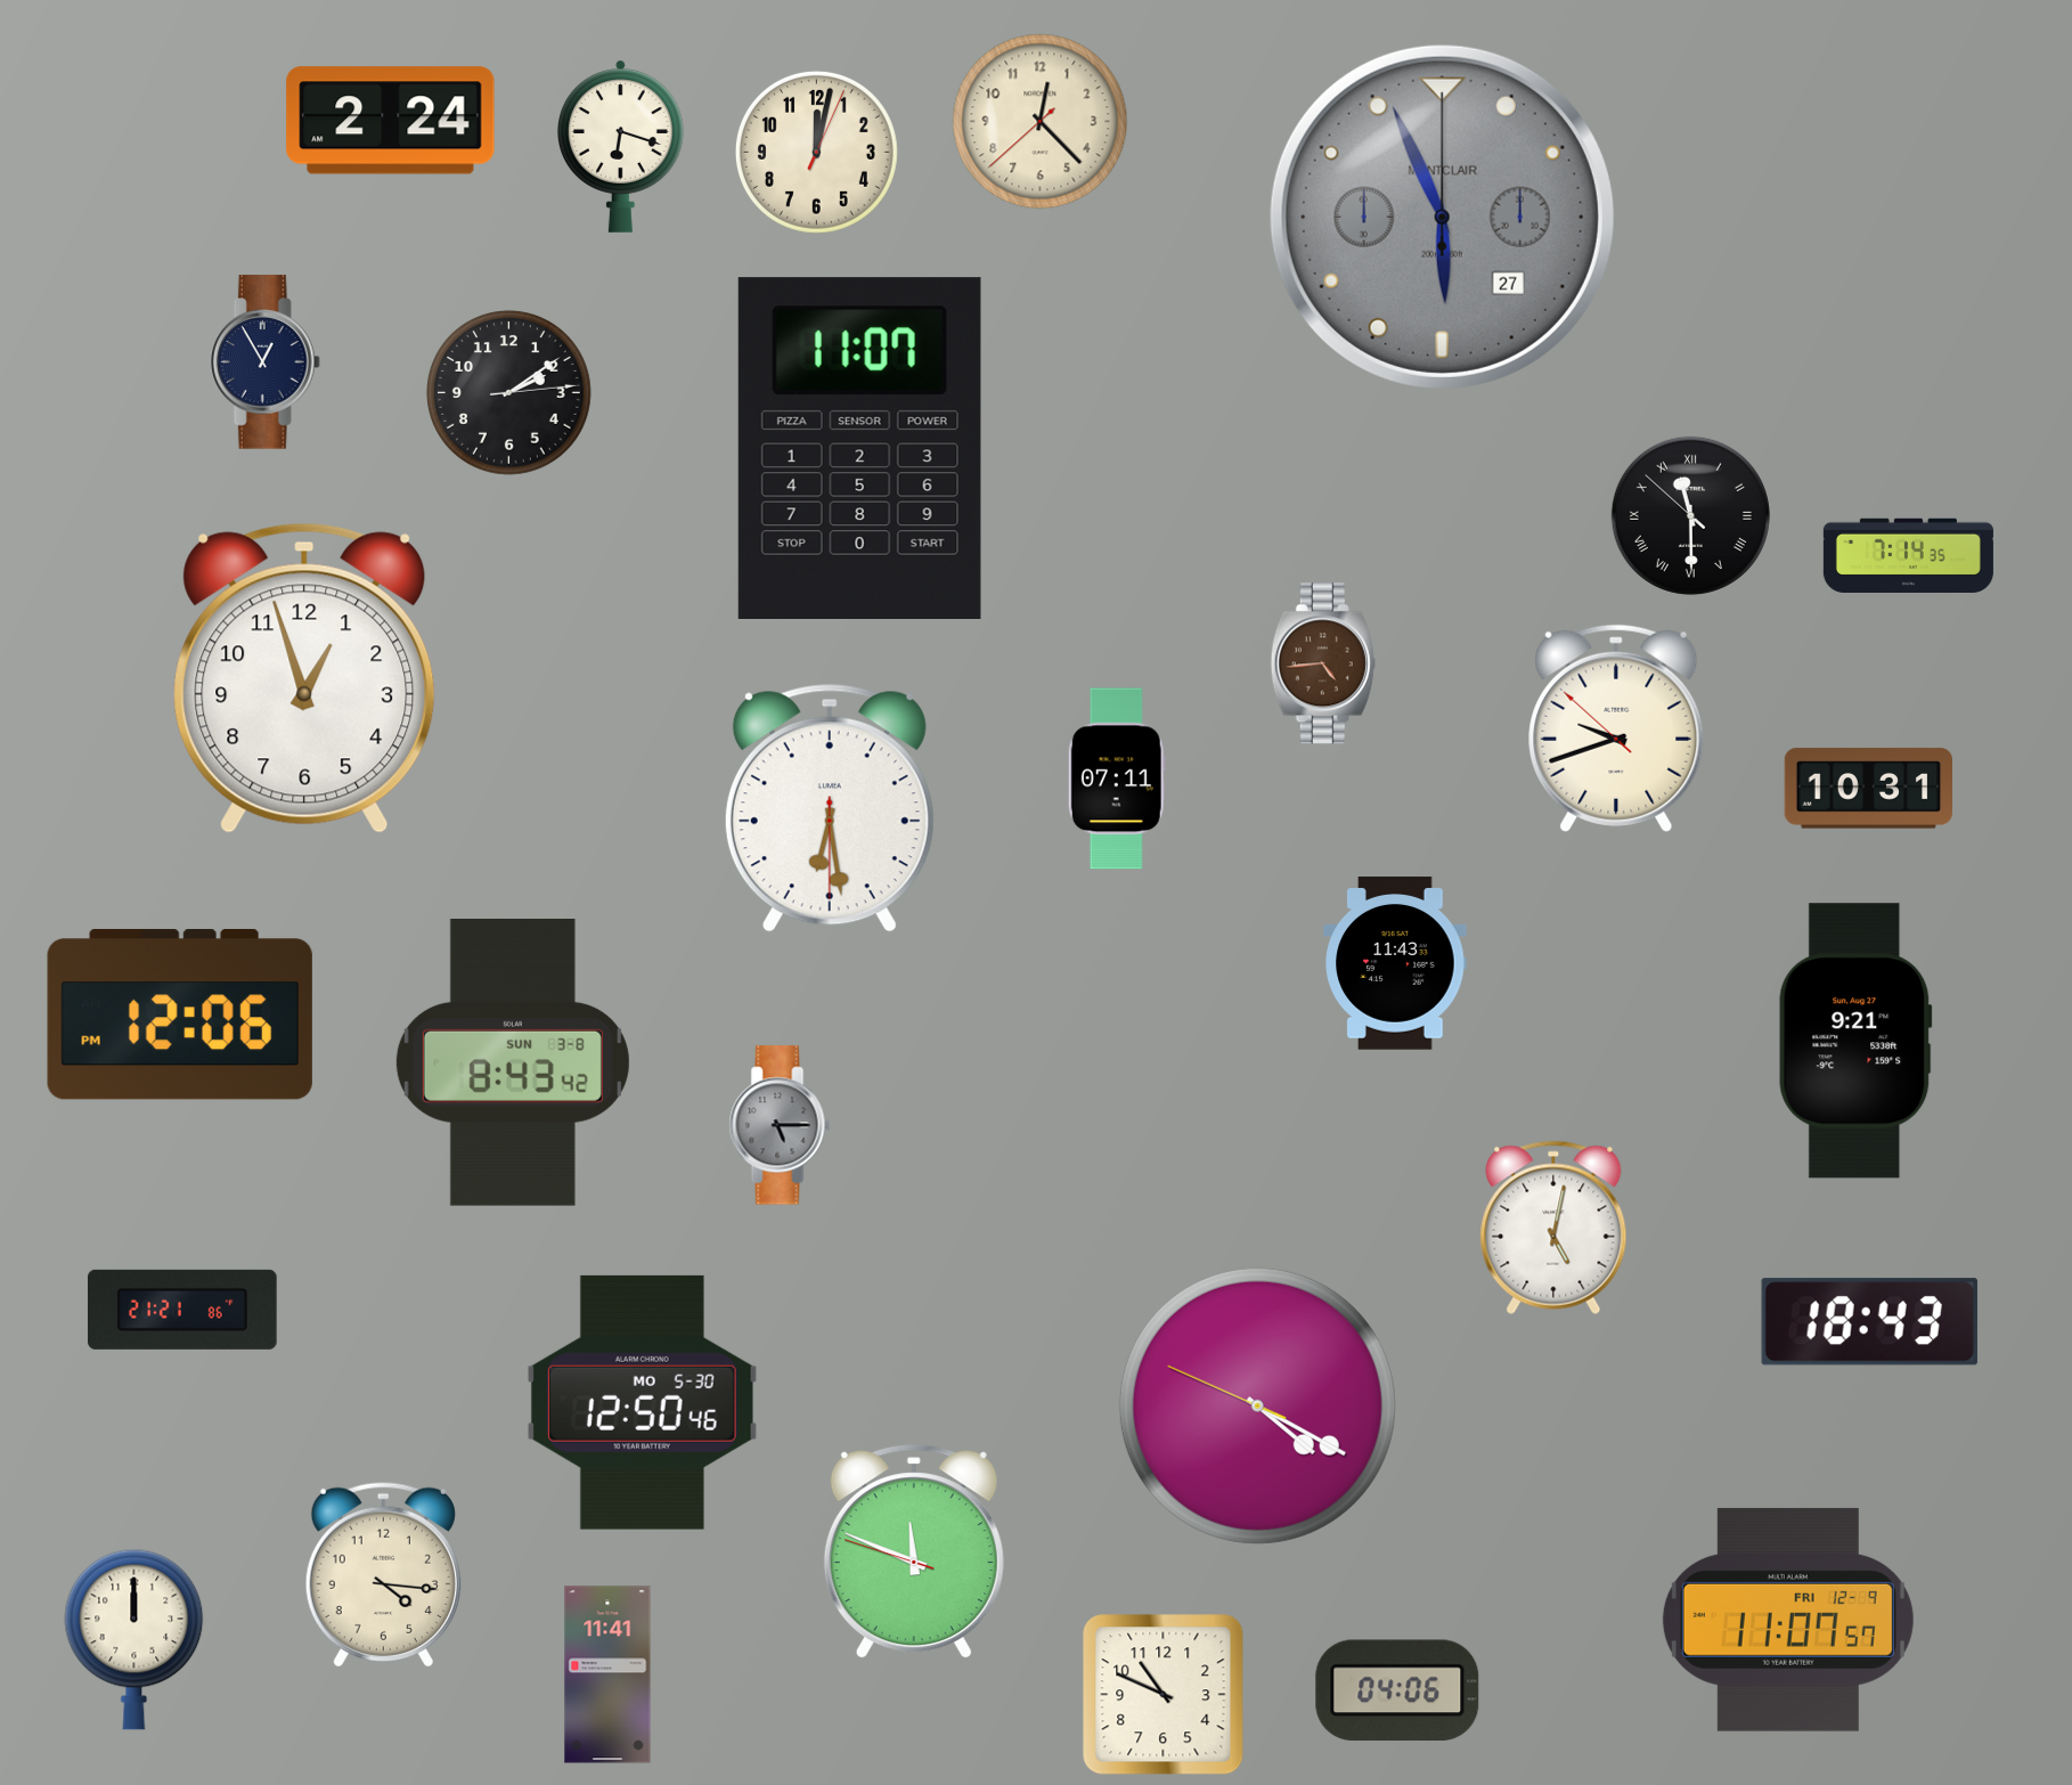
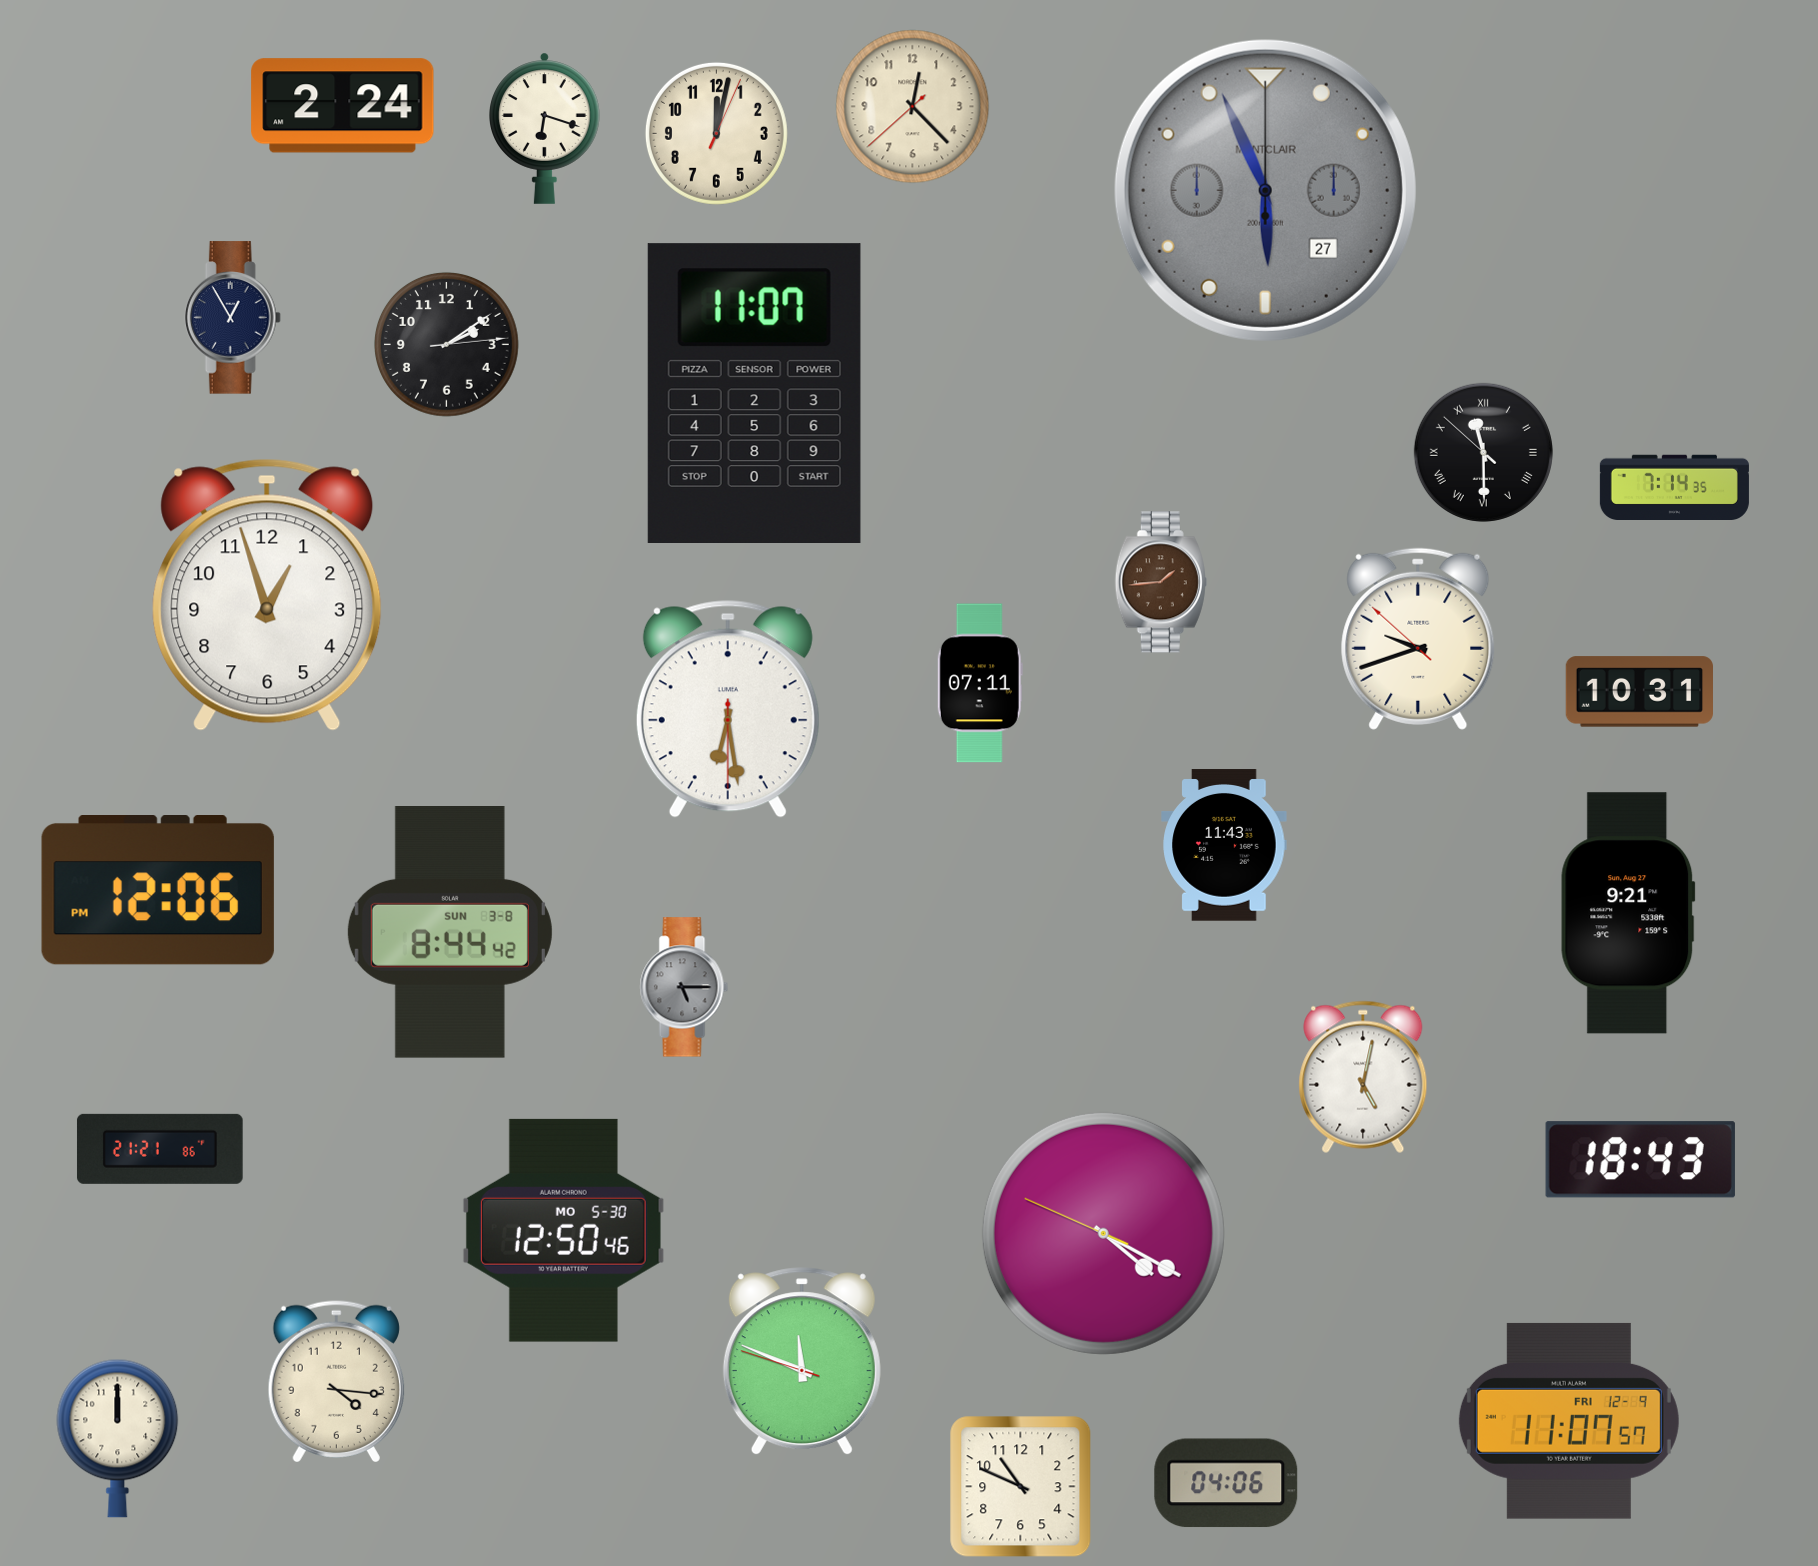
clock at (1323, 663): 4:44 -> 1:44
clock at (513, 1063): 8:43 -> 8:44
clock at (607, 1674): 11:41 -> none
